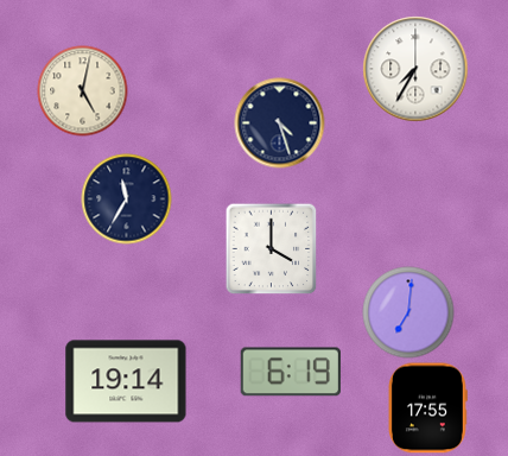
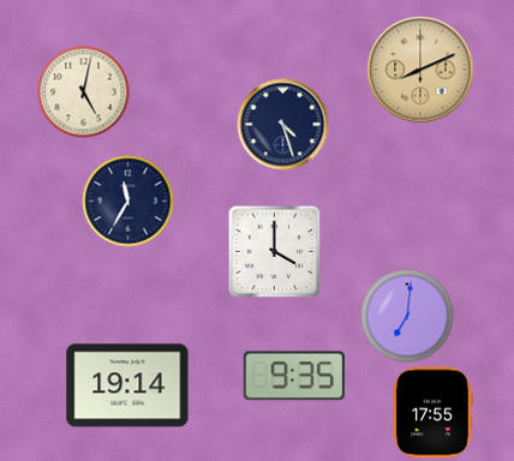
clock at (415, 69): 7:35 -> 8:11
clock at (415, 69) dial: white -> champagne
clock at (408, 312) position: (408, 312) -> (407, 316)
clock at (291, 372): 6:19 -> 9:35
